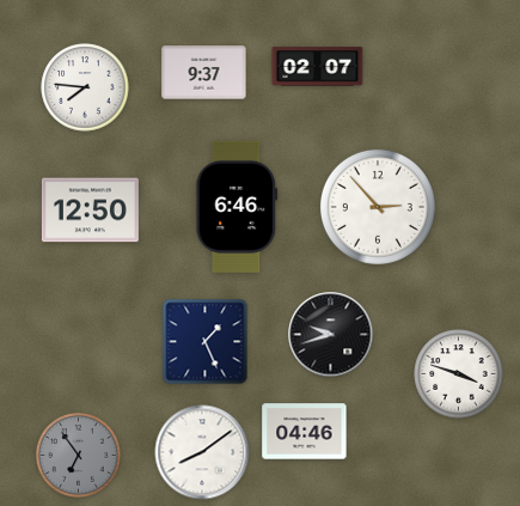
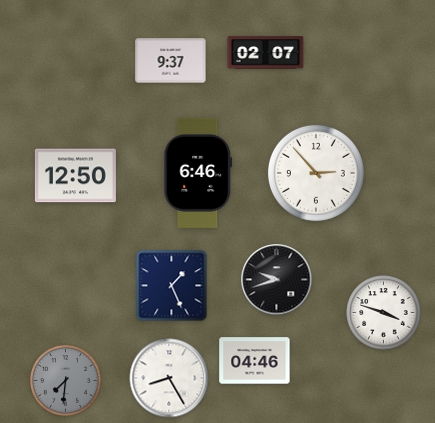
clock at (318, 67) position: (318, 67) -> (266, 53)
clock at (85, 87): 7:46 -> none
clock at (202, 452): 8:09 -> 8:25
clock at (79, 456): 6:54 -> 7:31
